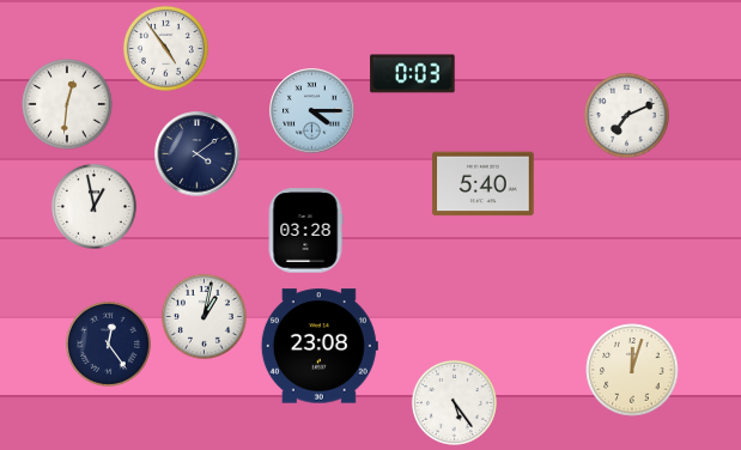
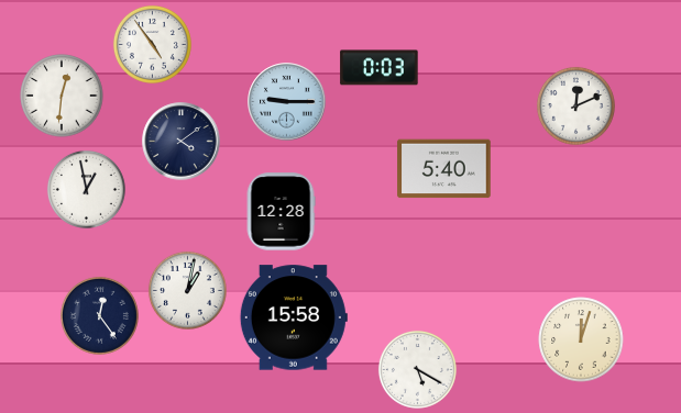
clock at (312, 111): 4:15 -> 9:15
clock at (626, 115): 7:11 -> 12:11
clock at (305, 231): 03:28 -> 12:28
clock at (320, 346): 23:08 -> 15:58
clock at (454, 402): 5:24 -> 5:20
